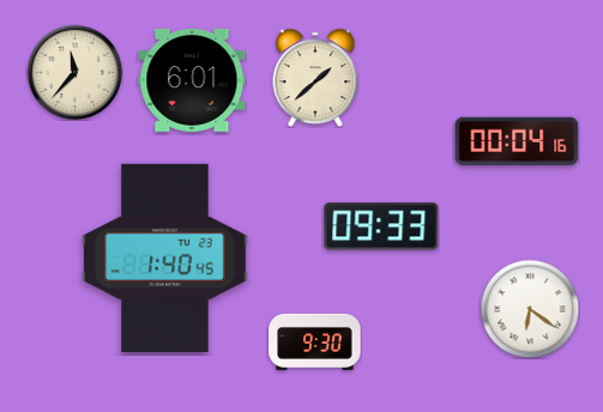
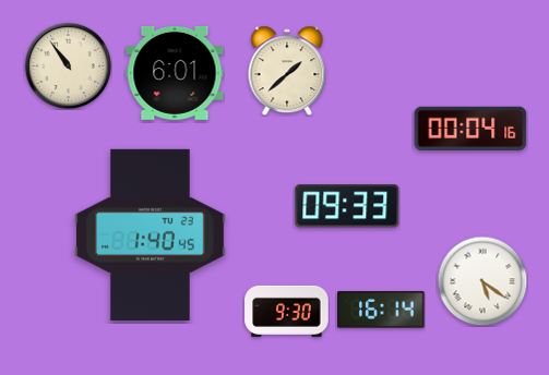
clock at (74, 72): 11:37 -> 10:54
clock at (530, 309): 6:21 -> 5:21
clock at (381, 310): none -> 16:14
